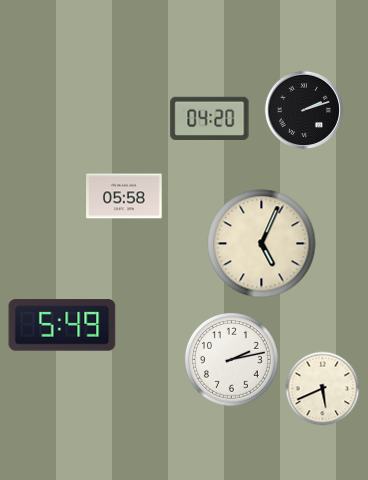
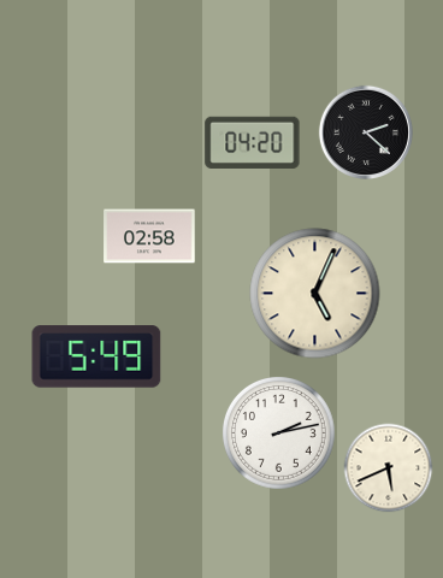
clock at (304, 110): 2:12 -> 2:22
clock at (124, 196): 05:58 -> 02:58
clock at (62, 325) position: (62, 325) -> (96, 356)
